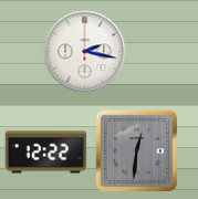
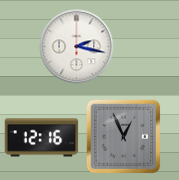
clock at (137, 151): 12:31 -> 12:56
clock at (46, 153): 12:22 -> 12:16
